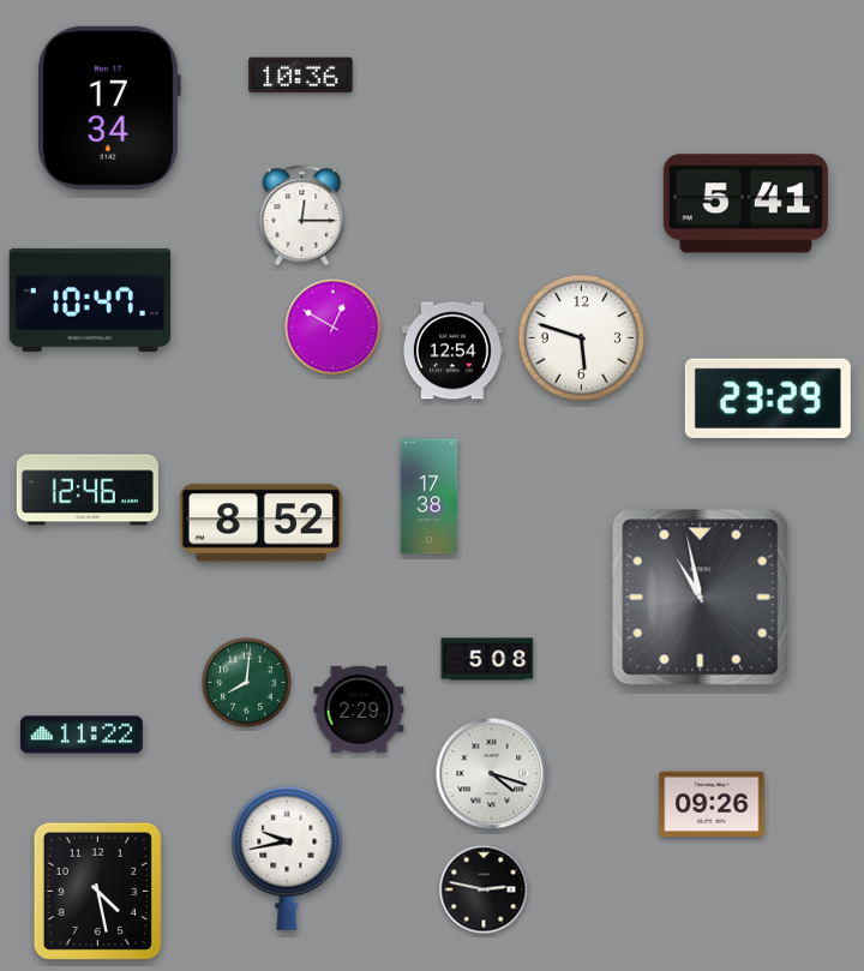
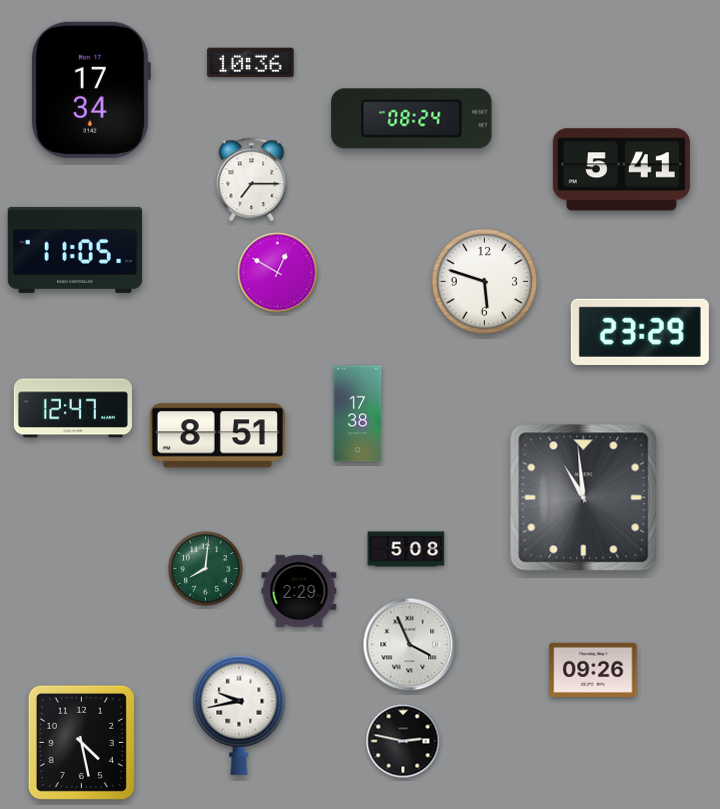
clock at (412, 119): none -> 08:24
clock at (302, 216): 12:15 -> 7:15
clock at (90, 300): 10:47 -> 11:05
clock at (452, 350): 12:54 -> none
clock at (88, 490): 12:46 -> 12:47
clock at (260, 523): 8:52 -> 8:51
clock at (701, 598): 10:58 -> 10:59
clock at (82, 735): 11:22 -> none
clock at (492, 774): 4:18 -> 3:56
